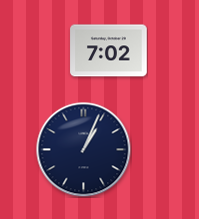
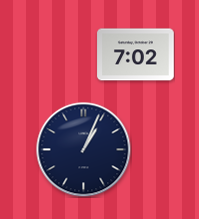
clock at (109, 51) position: (109, 51) -> (136, 55)
